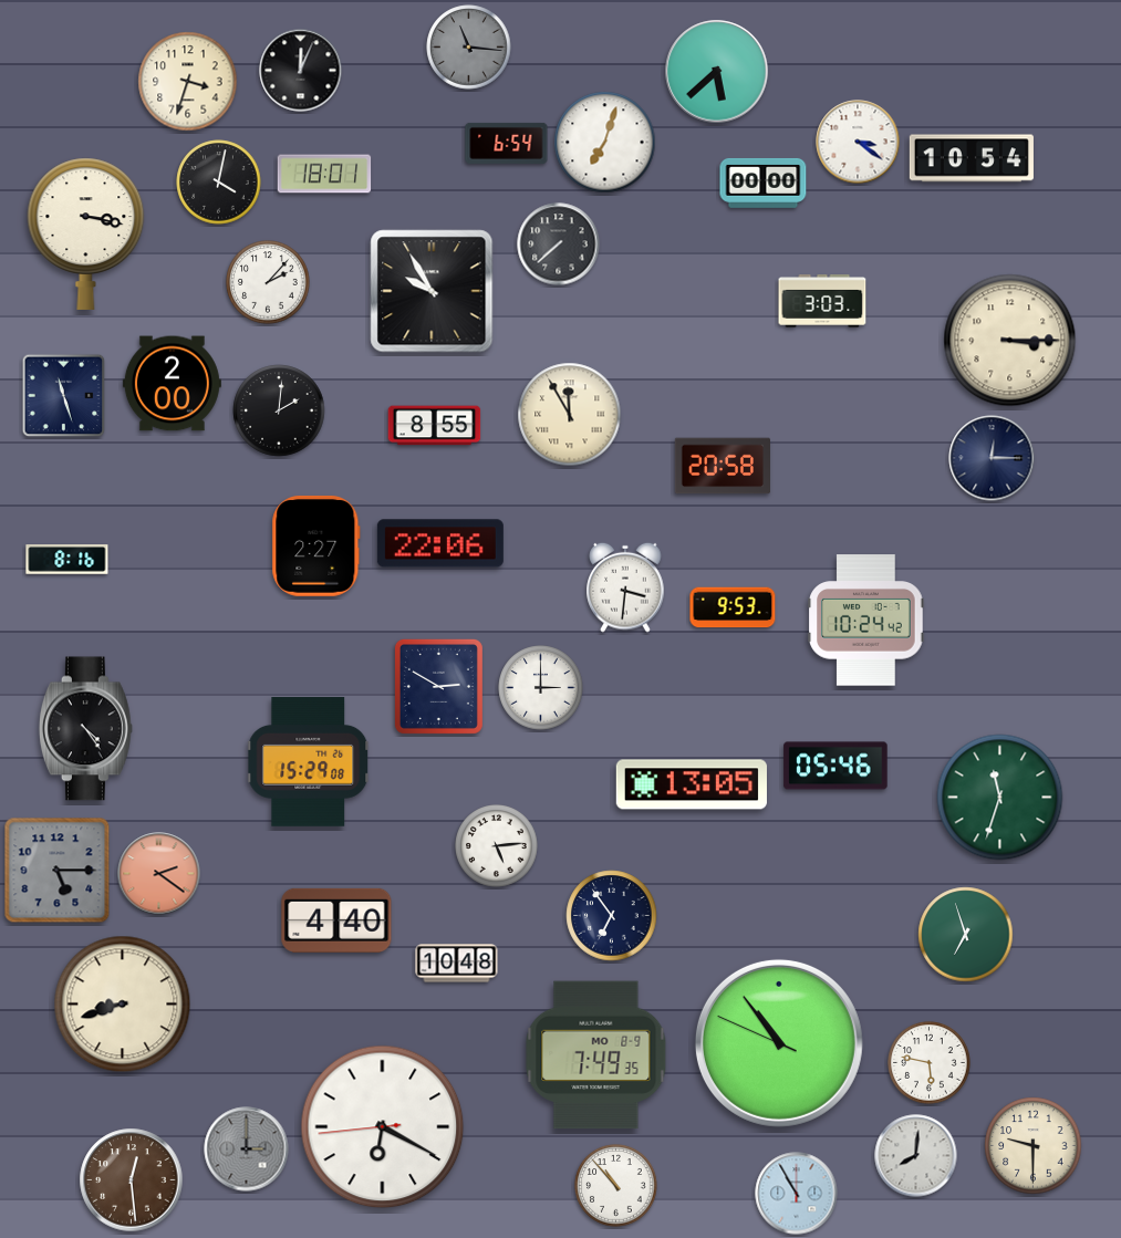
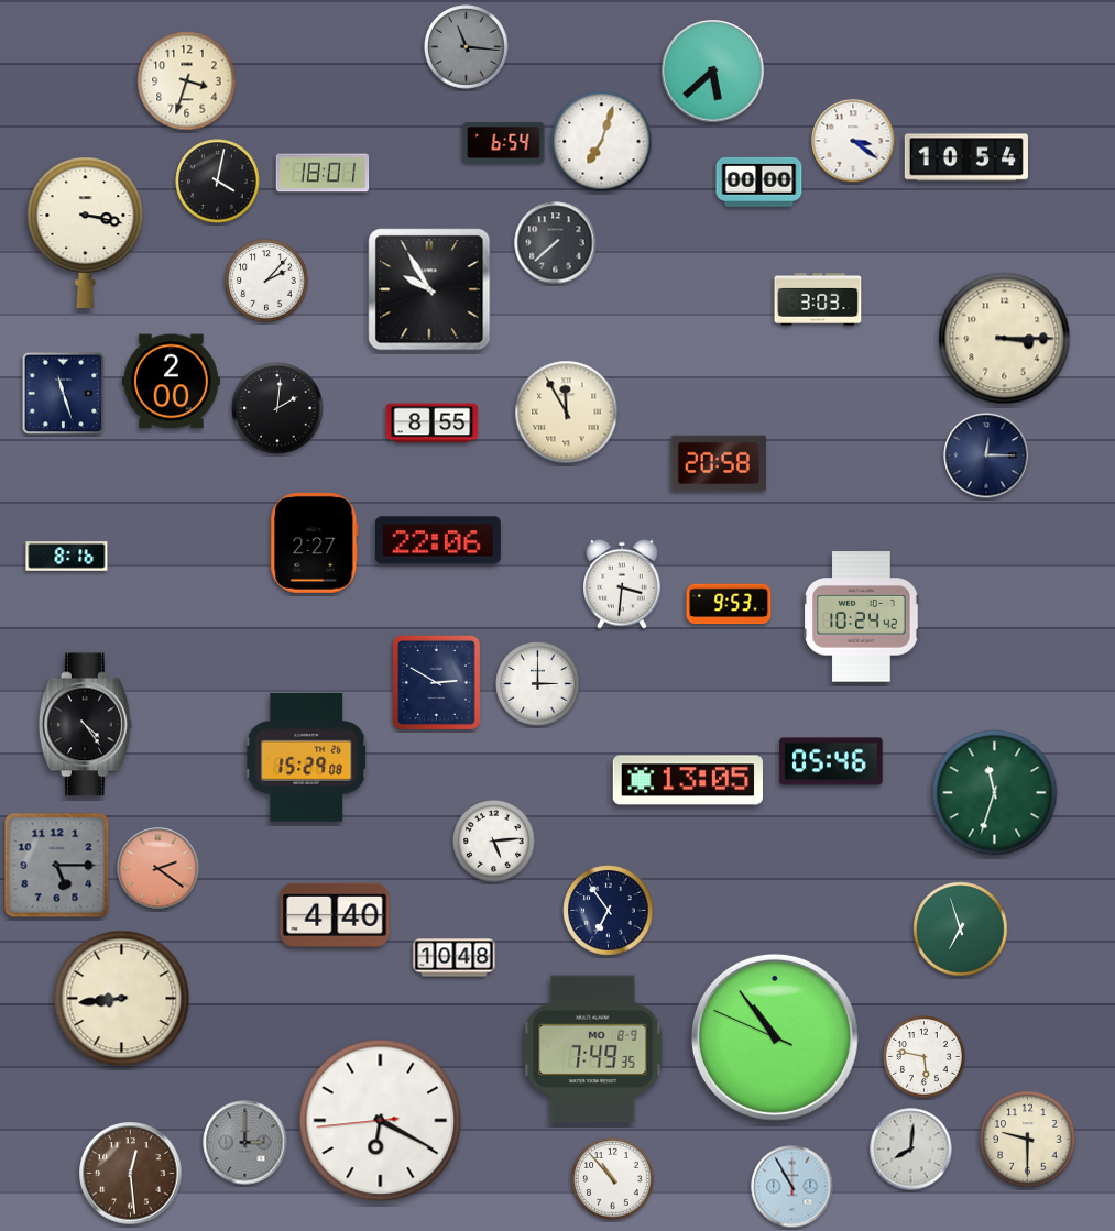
clock at (301, 71): 12:04 -> none
clock at (123, 1005): 8:42 -> 8:44
